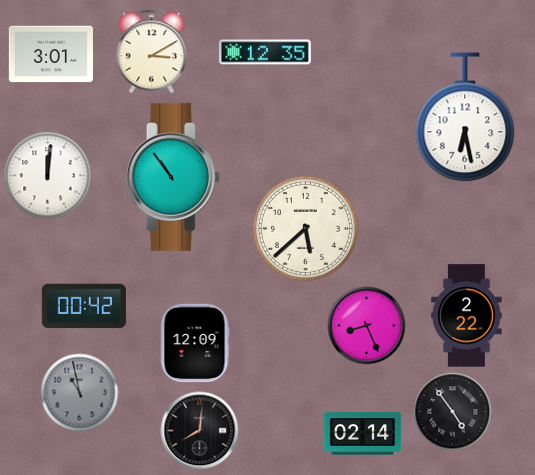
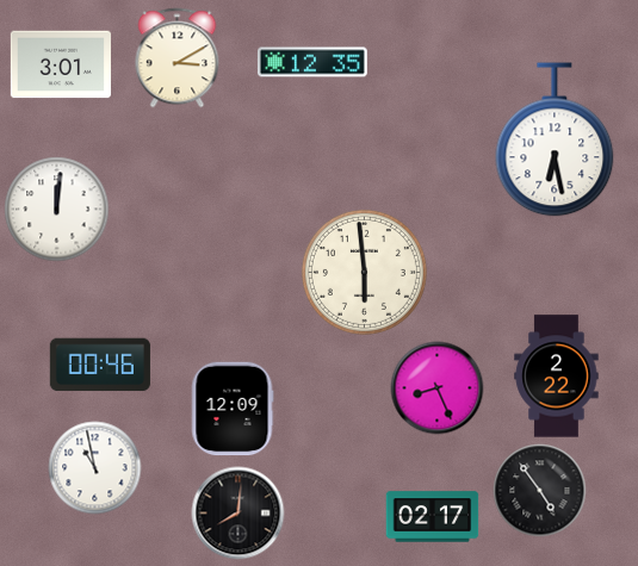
clock at (152, 51) position: (152, 51) -> (178, 57)
clock at (265, 52) position: (265, 52) -> (312, 62)
clock at (173, 177): 10:54 -> none
clock at (305, 228): 5:38 -> 5:59
clock at (84, 306): 00:42 -> 00:46
clock at (79, 392) dial: grey -> white
clock at (362, 434): 02:14 -> 02:17
